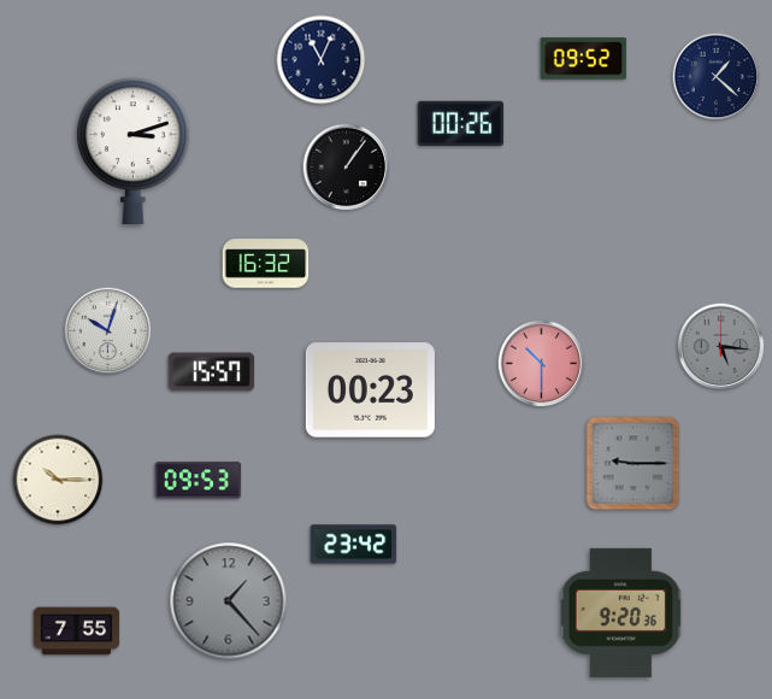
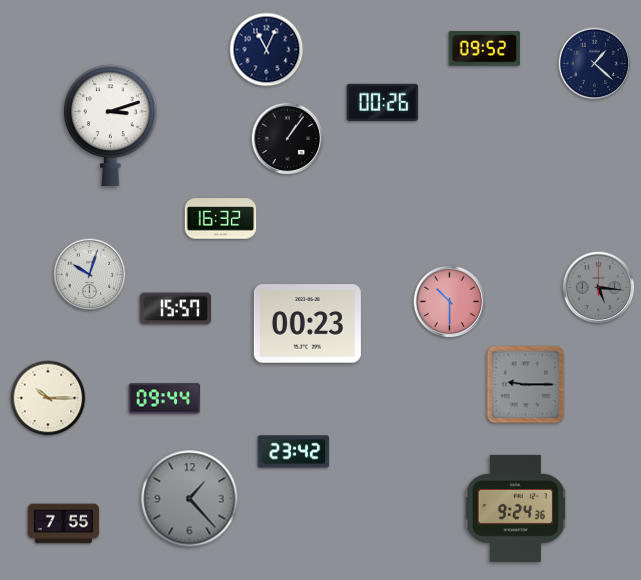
clock at (199, 481): 09:53 -> 09:44
clock at (621, 612): 9:20 -> 9:24
